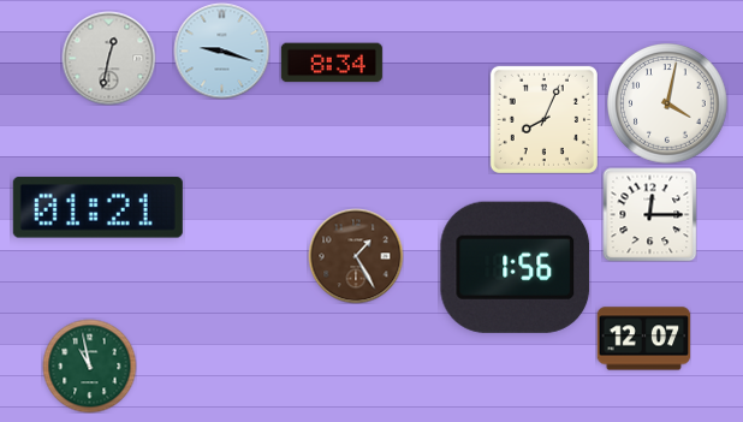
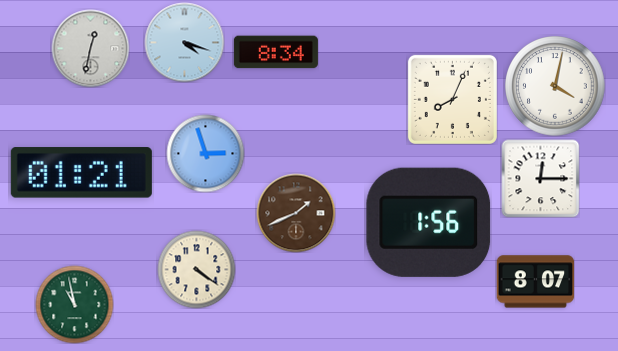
clock at (221, 50): 9:18 -> 4:18
clock at (205, 153): none -> 2:57
clock at (356, 256): 1:25 -> 1:41
clock at (196, 269): none -> 4:21
clock at (643, 339): 12:07 -> 8:07
